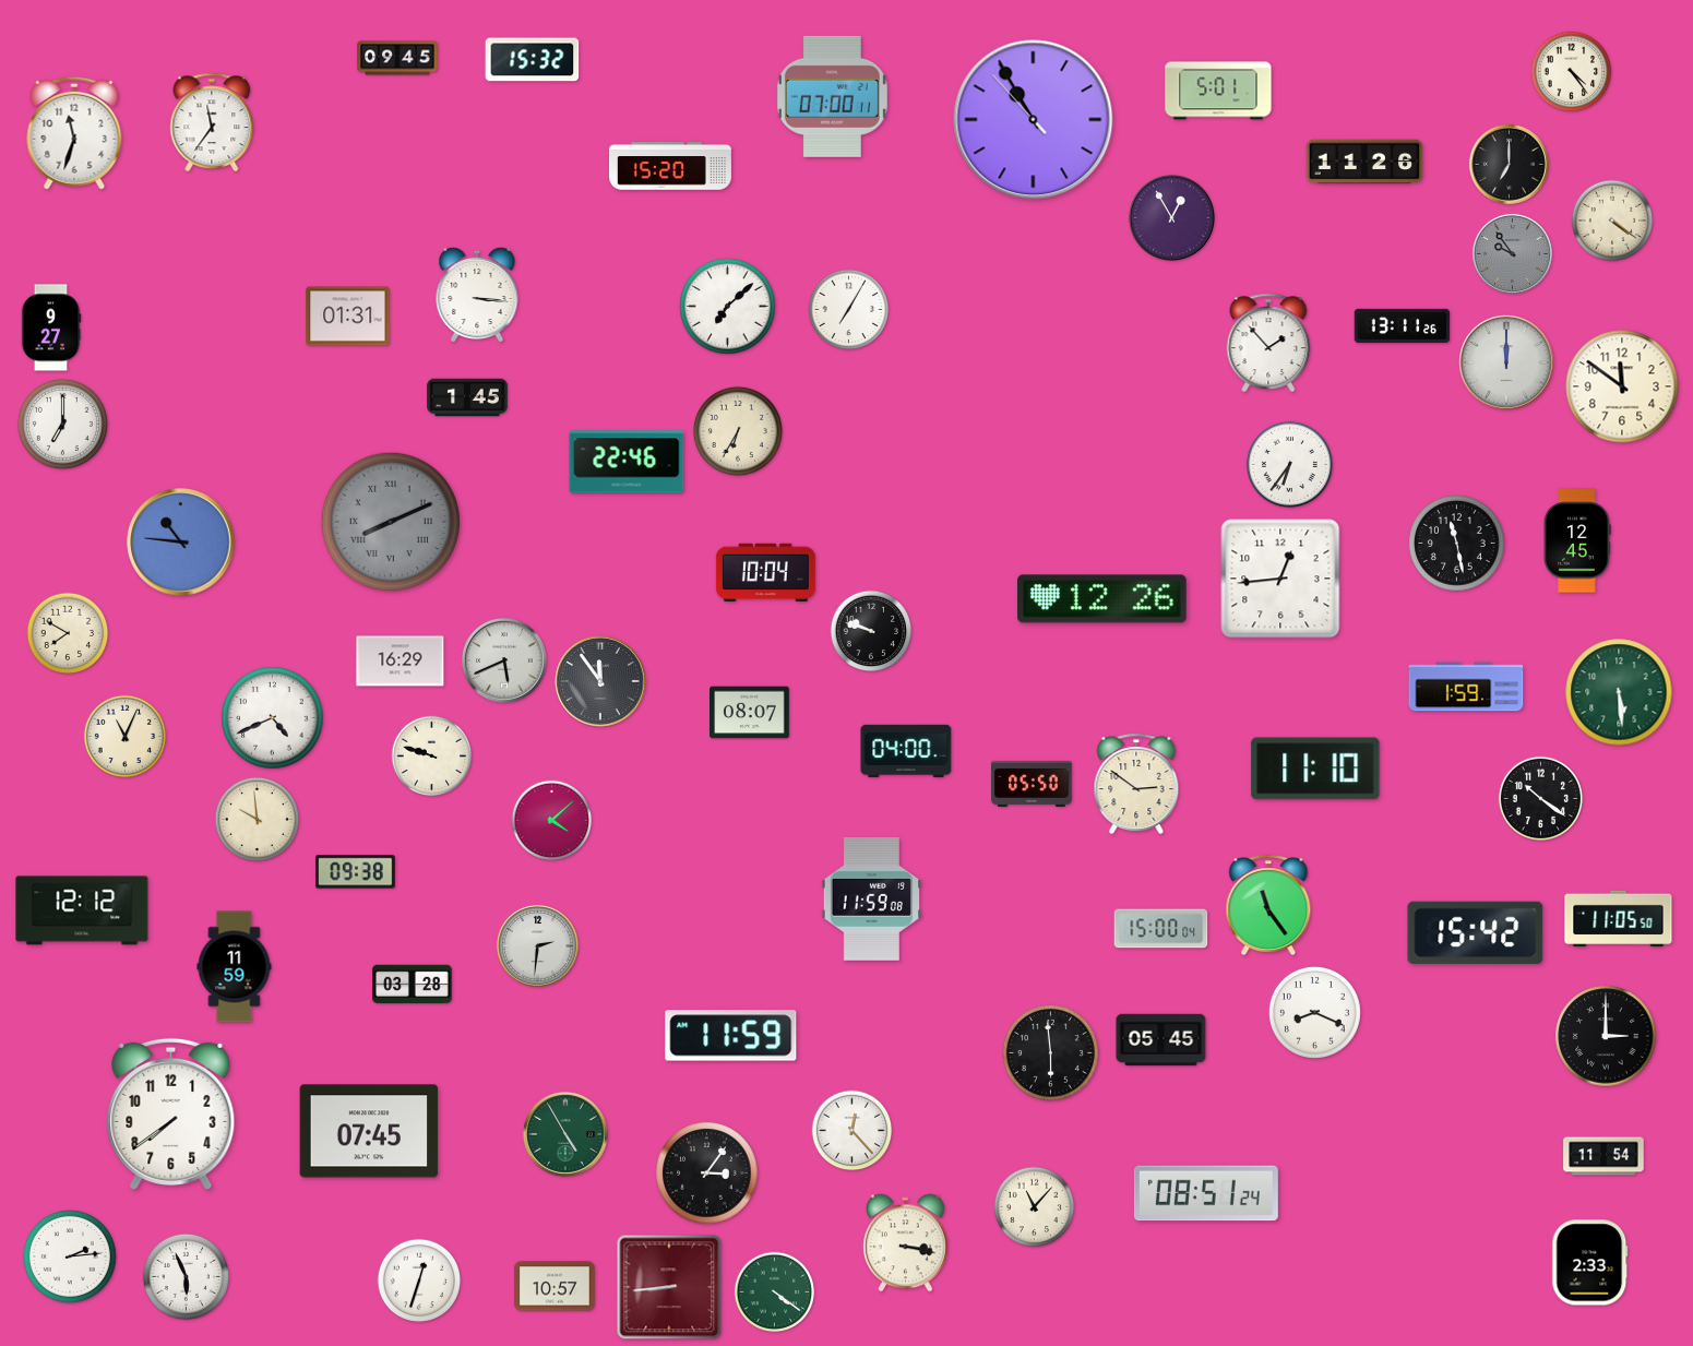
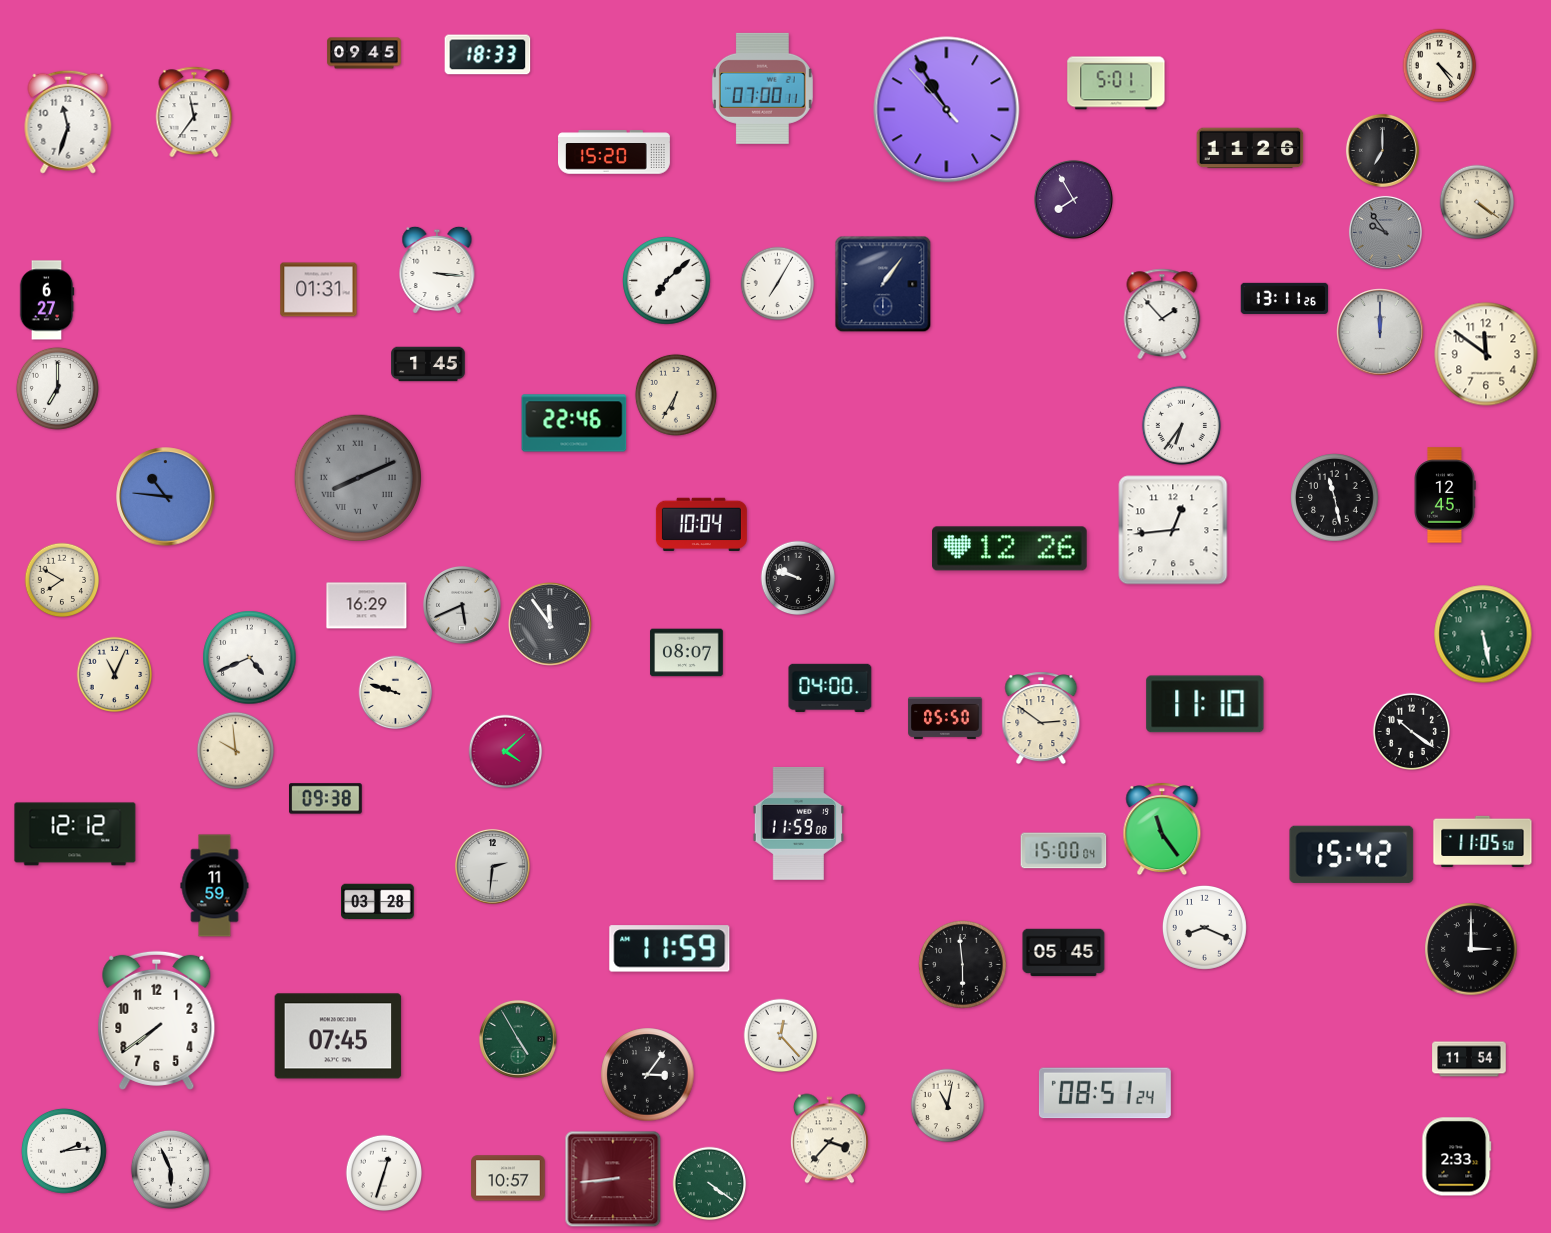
clock at (533, 60): 15:32 -> 18:33
clock at (1172, 218): 12:55 -> 7:55
clock at (883, 284): none -> 1:06
clock at (51, 327): 9:27 -> 6:27
clock at (1466, 687): 1:59 -> none
clock at (1619, 692): 5:29 -> 5:28
clock at (1035, 1207): 11:07 -> 11:02
clock at (905, 1243): 3:17 -> 3:37
